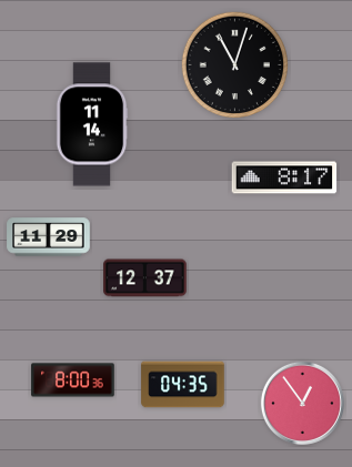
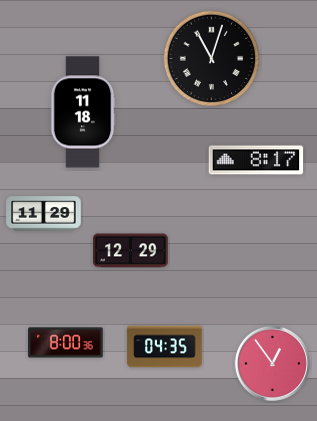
clock at (92, 124): 11:14 -> 11:18
clock at (145, 278): 12:37 -> 12:29
